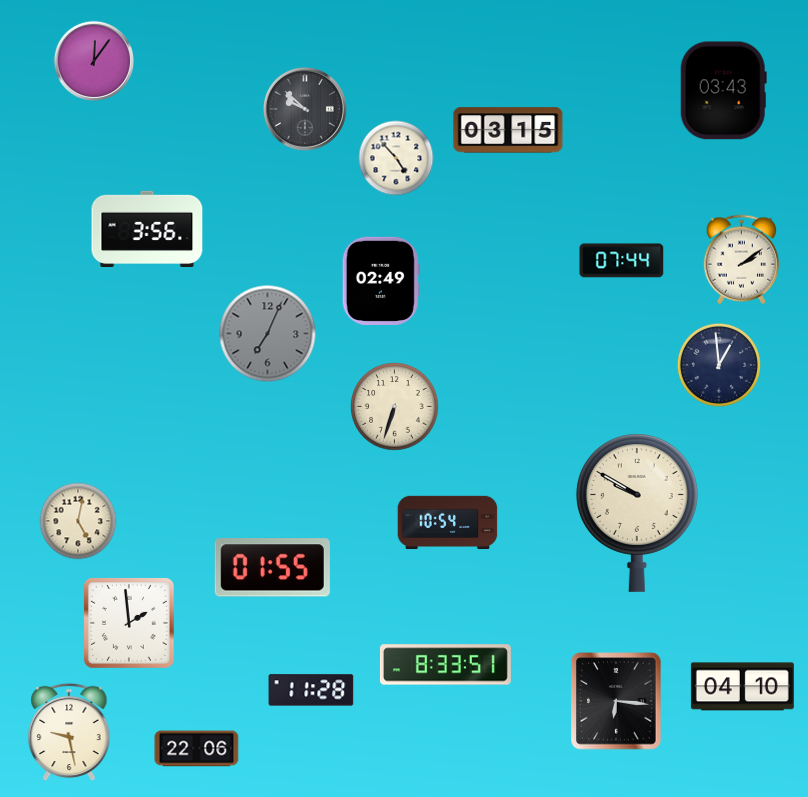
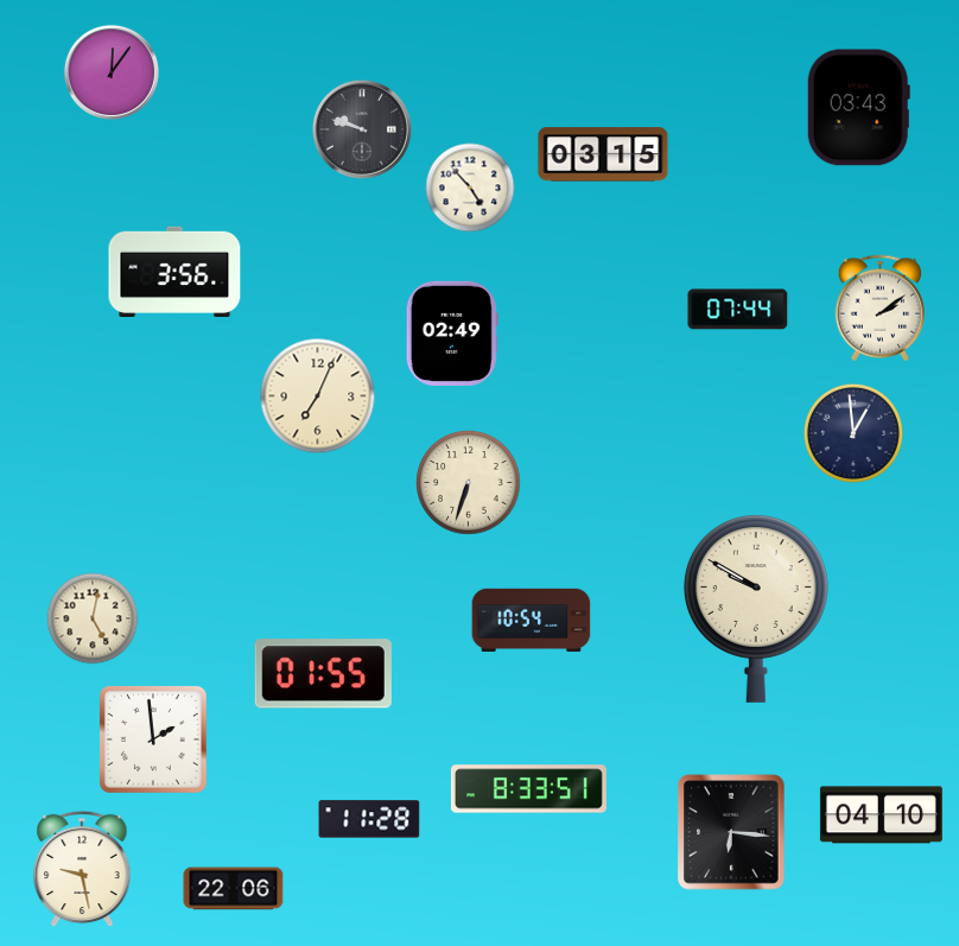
clock at (305, 109): 9:52 -> 9:48
clock at (268, 334) dial: grey -> cream
